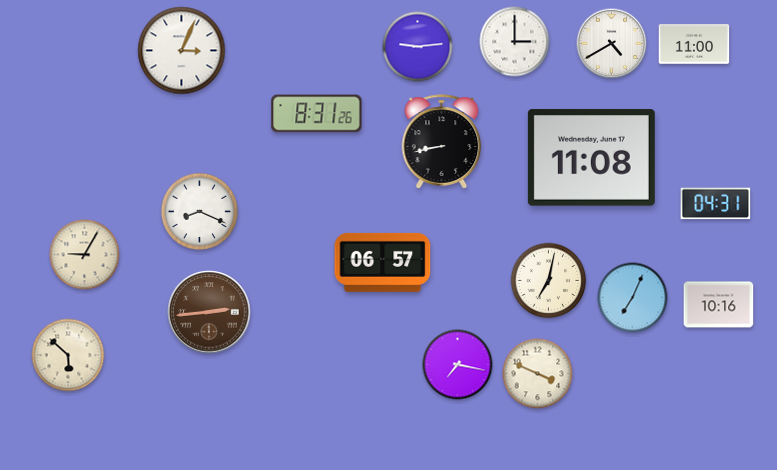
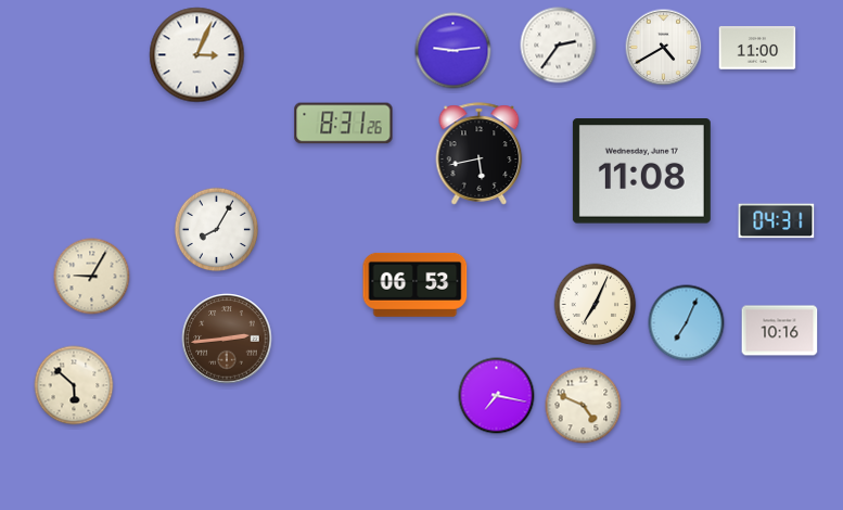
clock at (515, 42): 3:00 -> 2:36
clock at (694, 44) position: (694, 44) -> (757, 48)
clock at (442, 142): 8:43 -> 5:43
clock at (200, 212): 8:19 -> 8:05
clock at (383, 262): 06:57 -> 06:53
clock at (549, 281): 7:02 -> 7:04
clock at (538, 374): 3:49 -> 4:49
